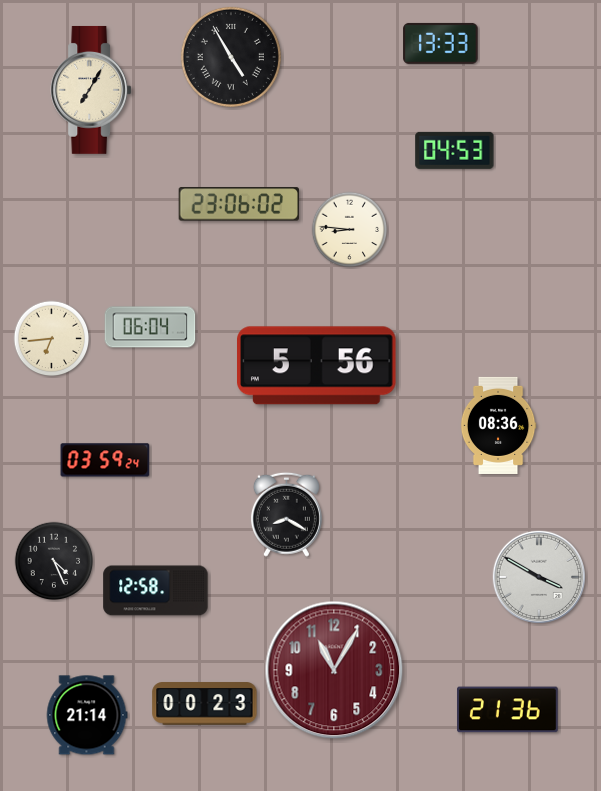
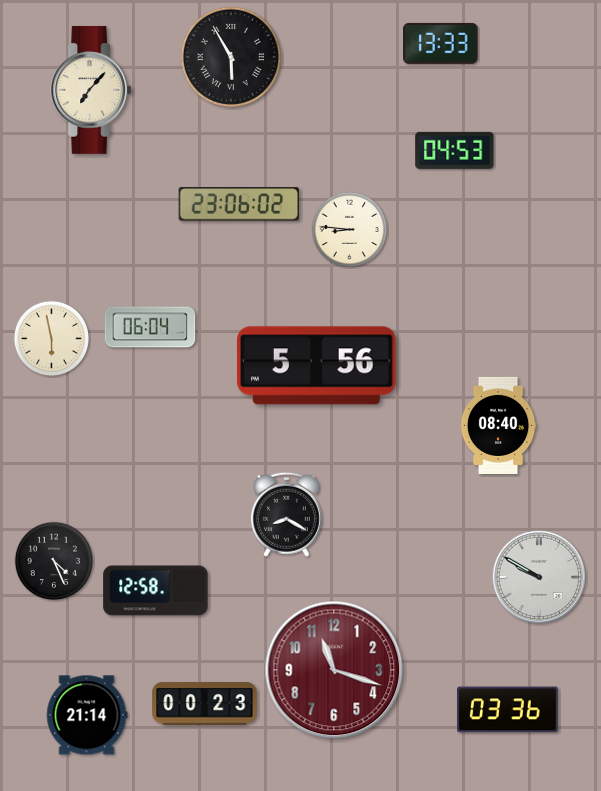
clock at (231, 57): 4:55 -> 5:55
clock at (91, 90): 7:05 -> 7:07
clock at (52, 339): 6:44 -> 5:58
clock at (498, 425): 08:36 -> 08:40
clock at (105, 460): 03:59 -> none
clock at (539, 577): 3:50 -> 9:50
clock at (334, 670): 11:05 -> 11:18
clock at (508, 710): 21:36 -> 03:36
